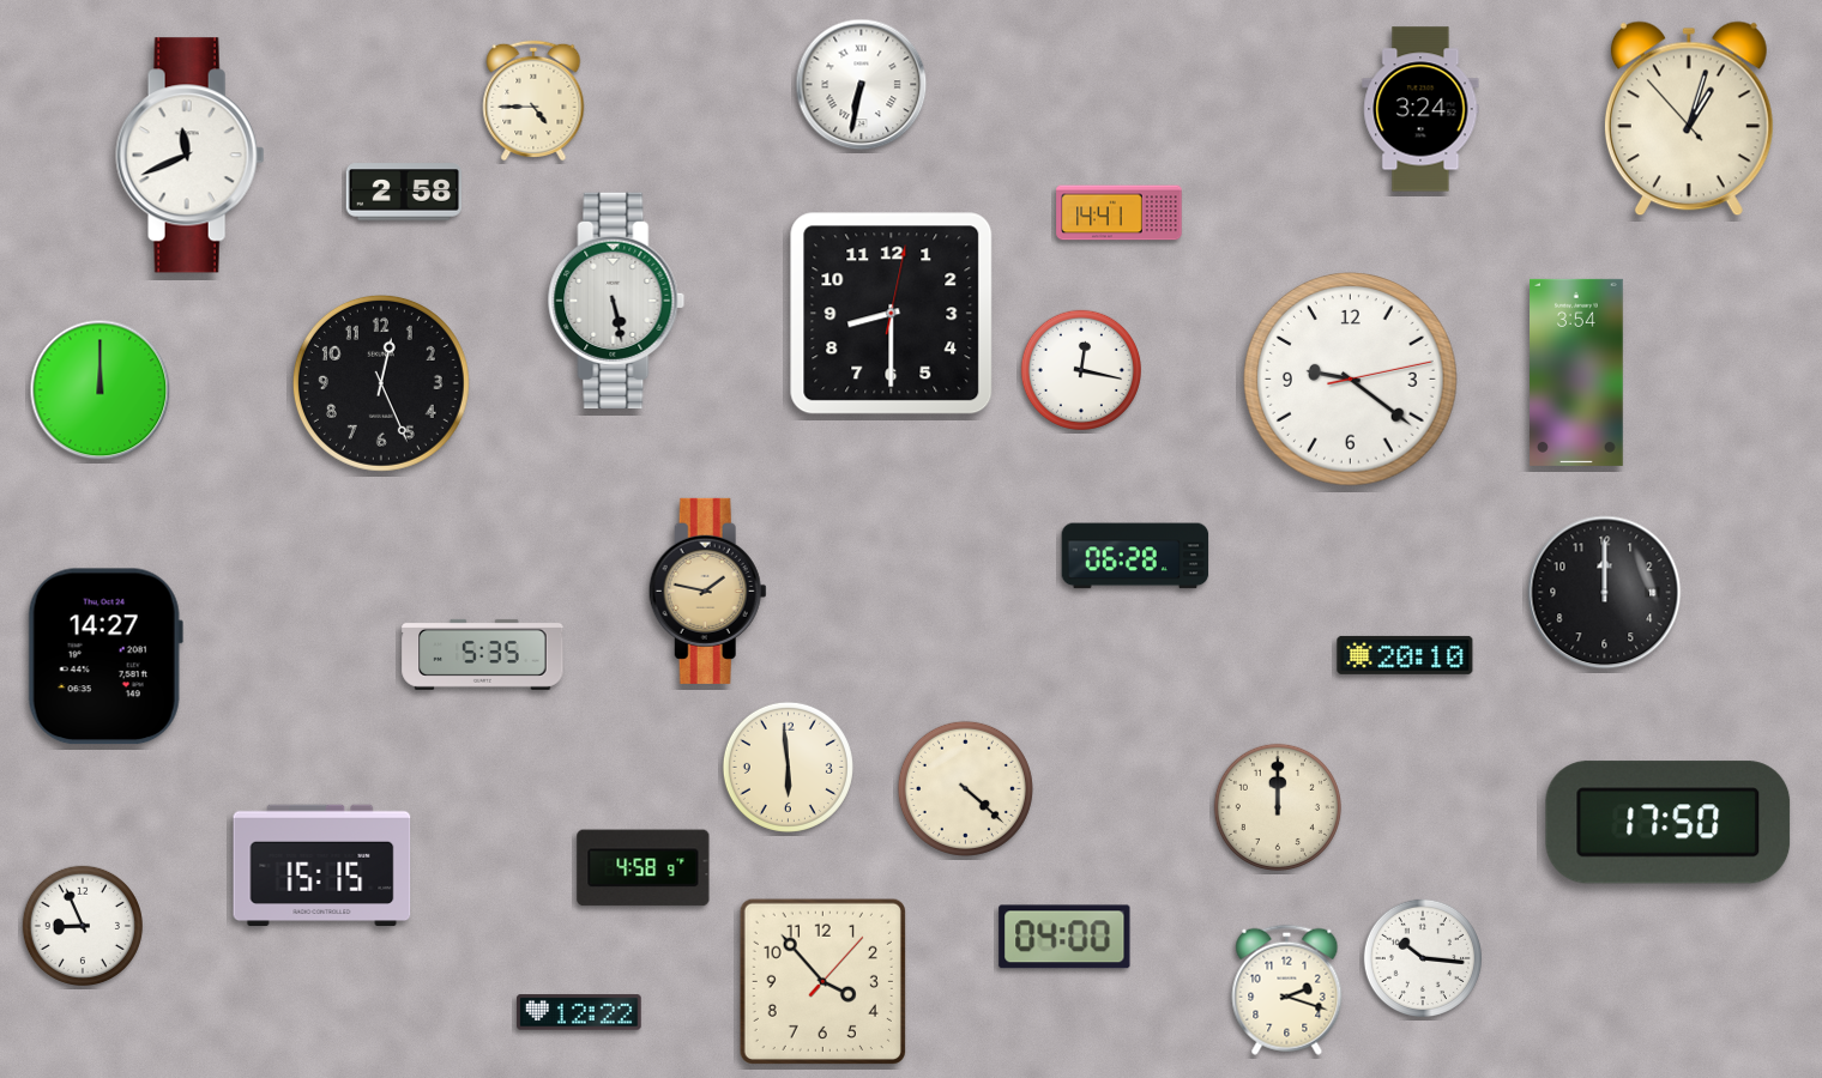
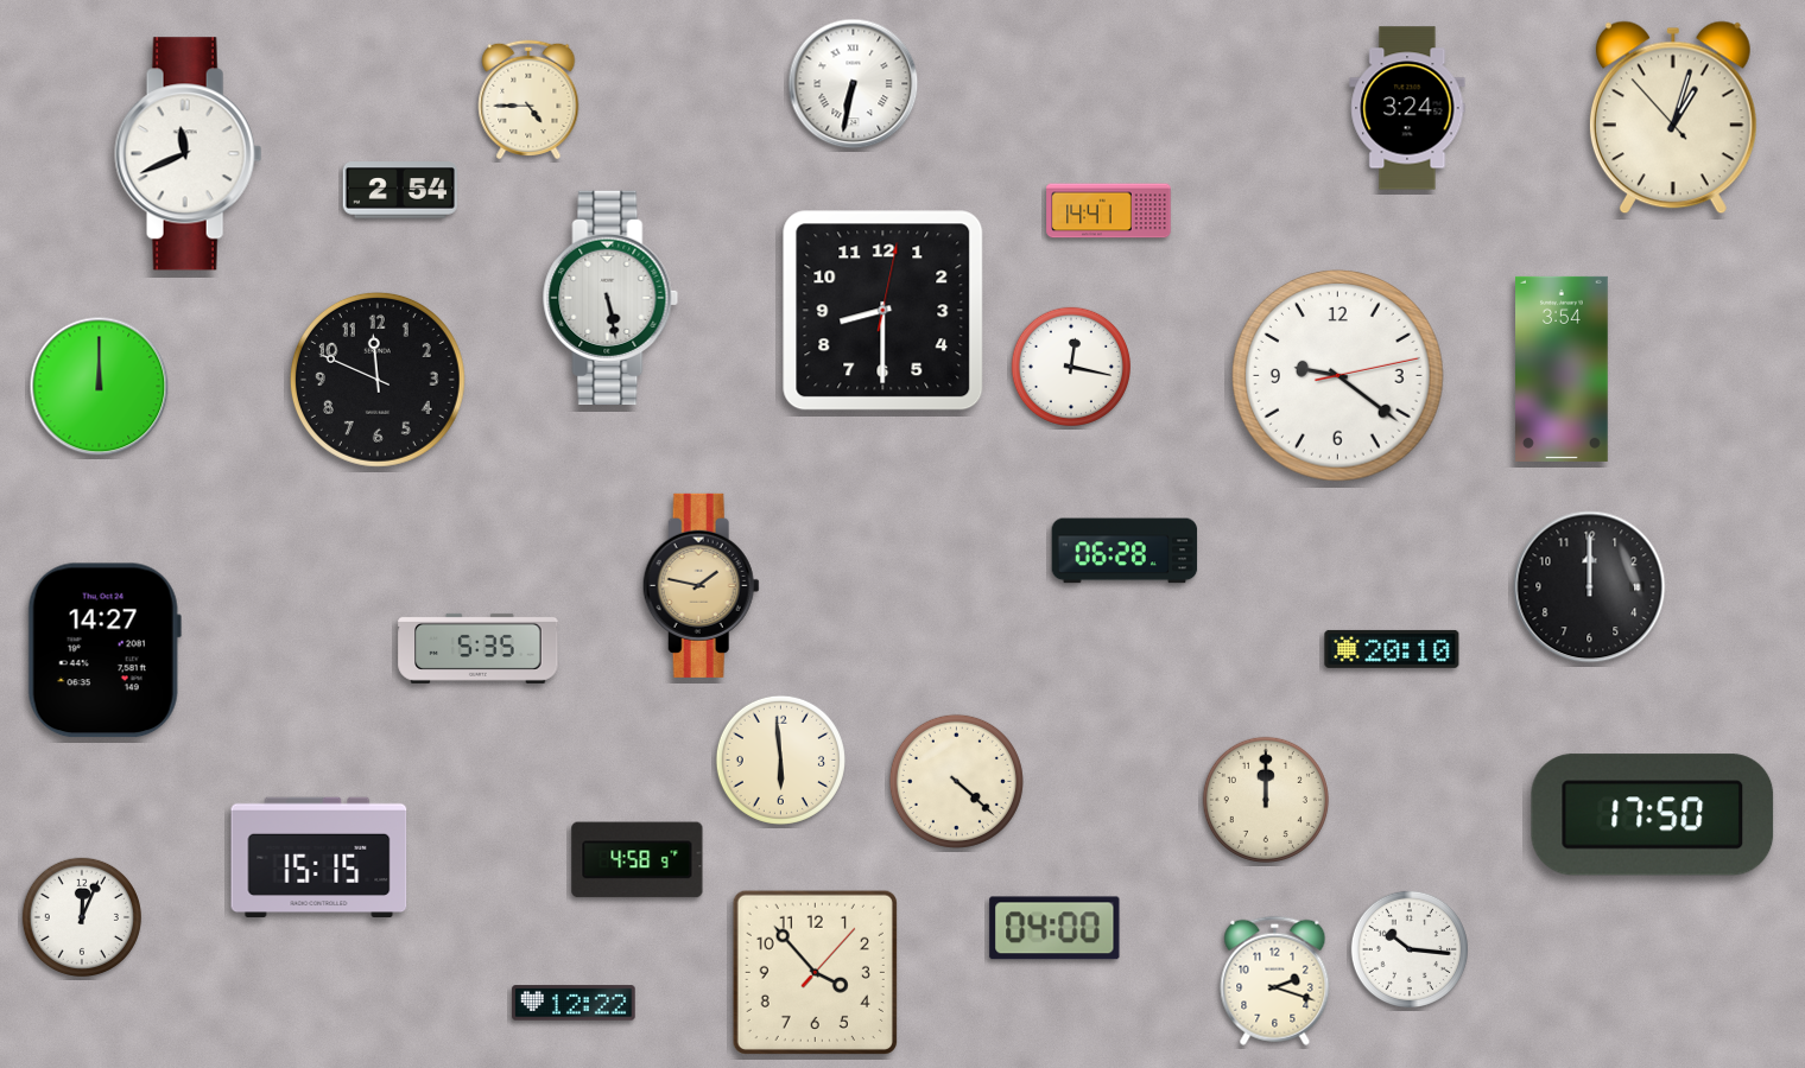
clock at (403, 192): 2:58 -> 2:54
clock at (381, 383): 12:26 -> 11:49
clock at (83, 926): 8:56 -> 12:04
